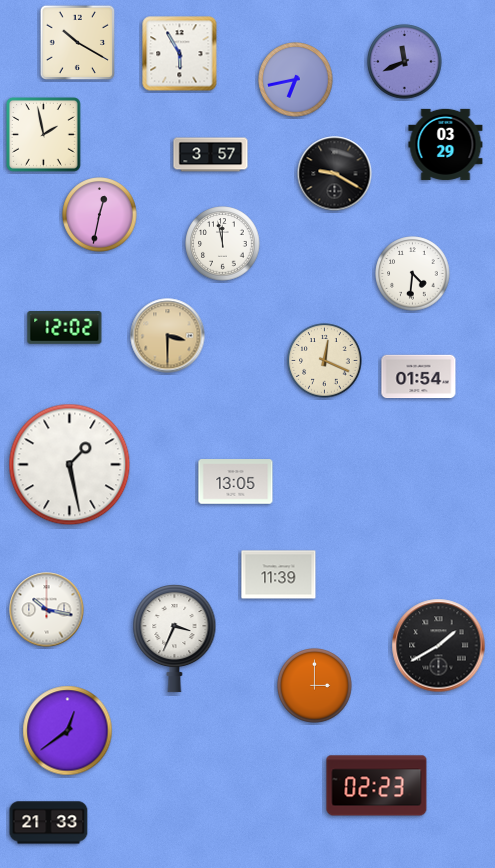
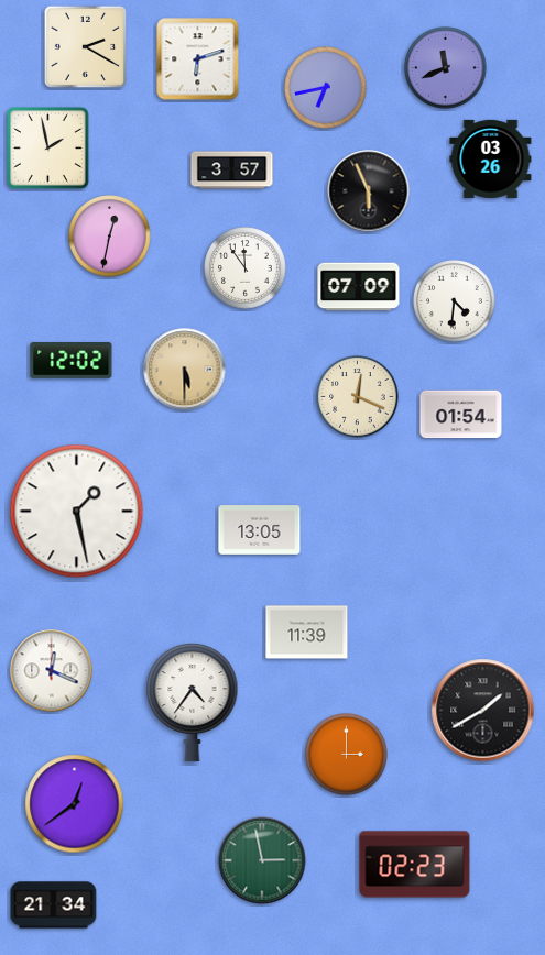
clock at (78, 43): 10:20 -> 2:20
clock at (180, 54): 5:55 -> 6:12
clock at (446, 144): 03:29 -> 03:26
clock at (335, 174): 9:20 -> 5:56
clock at (223, 244): 11:58 -> 11:54
clock at (359, 287): none -> 07:09
clock at (168, 336): 3:30 -> 5:30
clock at (47, 610): 10:17 -> 12:19
clock at (175, 639): 3:34 -> 4:36
clock at (262, 860): none -> 2:58
clock at (49, 823): 21:33 -> 21:34
